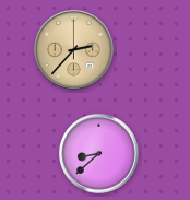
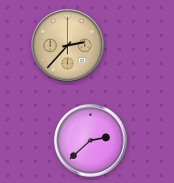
clock at (99, 154): 8:38 -> 2:38
